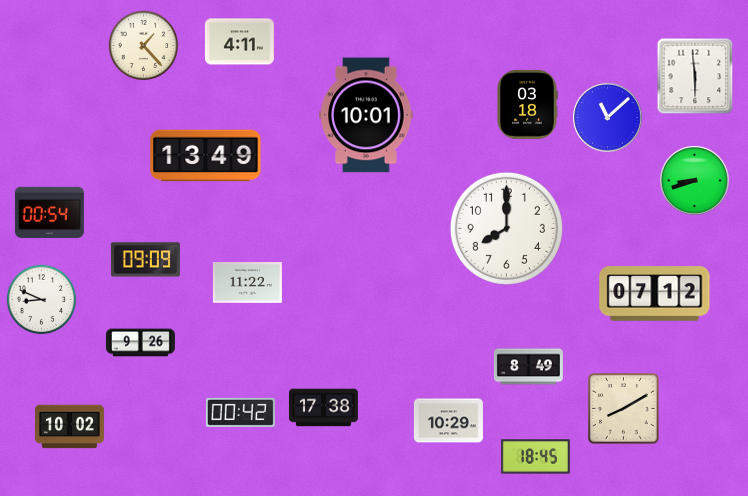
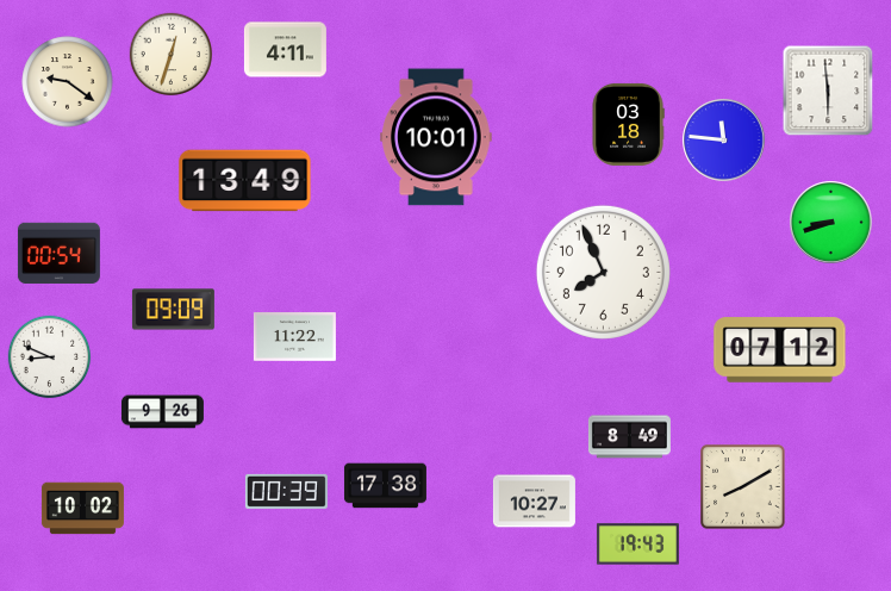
clock at (144, 46): 1:23 -> 12:33
clock at (68, 82): none -> 9:21
clock at (608, 118): 11:08 -> 11:46
clock at (206, 156) position: (206, 156) -> (245, 181)
clock at (695, 181) position: (695, 181) -> (831, 223)
clock at (506, 228): 8:00 -> 7:56
clock at (140, 343) position: (140, 343) -> (162, 412)
clock at (240, 412): 00:42 -> 00:39
clock at (448, 421): 10:29 -> 10:27
clock at (535, 457): 18:45 -> 19:43
